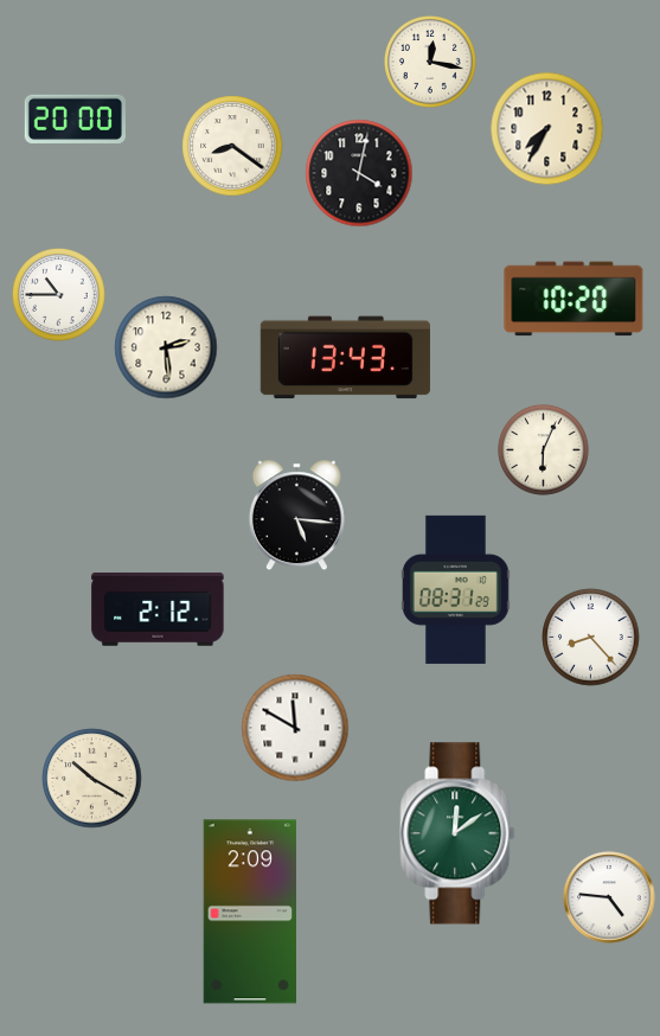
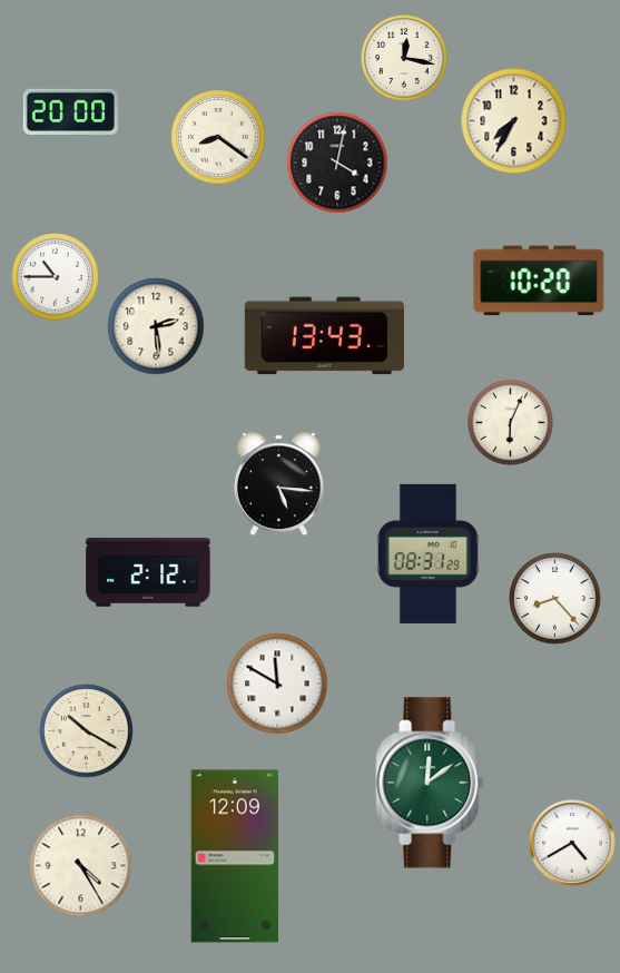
clock at (609, 897): 4:46 -> 4:40
clock at (249, 912): 2:09 -> 12:09
clock at (81, 866): none -> 4:25
